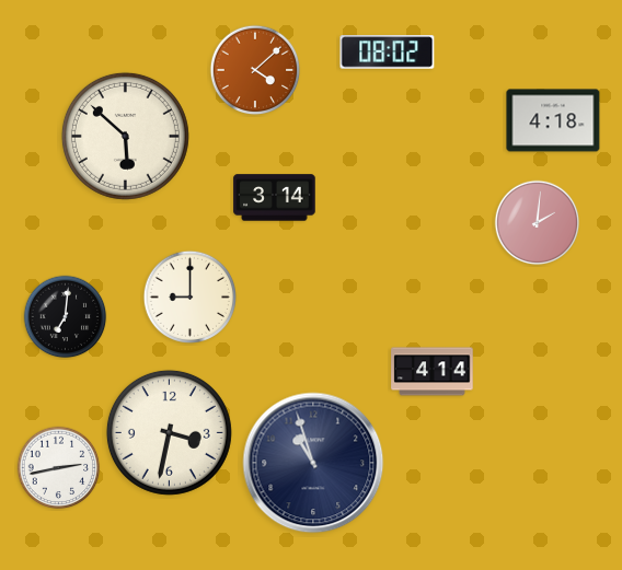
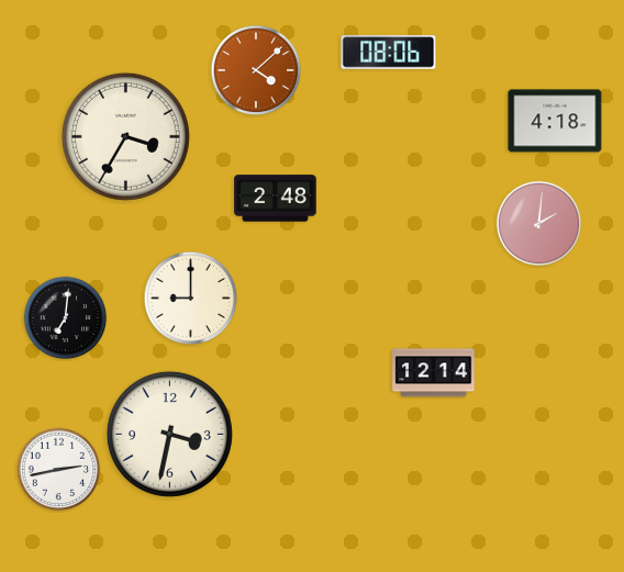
clock at (388, 53): 08:02 -> 08:06
clock at (125, 136): 5:52 -> 3:35
clock at (275, 198): 3:14 -> 2:48
clock at (433, 372): 4:14 -> 12:14
clock at (313, 463): 10:57 -> none
